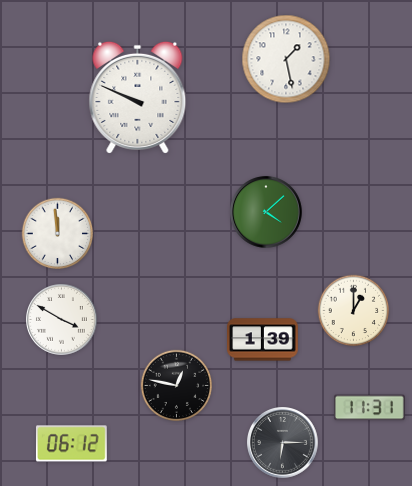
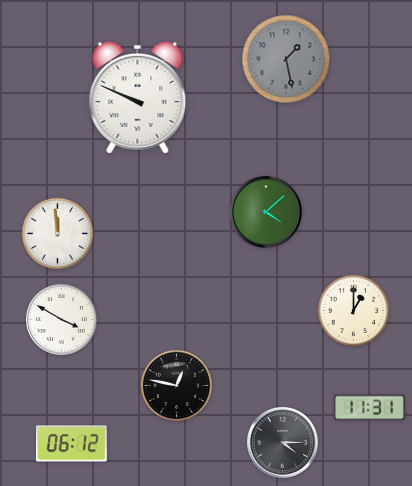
clock at (286, 59) dial: white -> grey
clock at (263, 340): 1:39 -> none
clock at (283, 443): 6:15 -> 4:15
